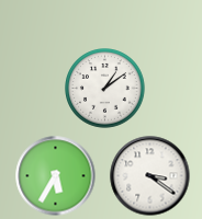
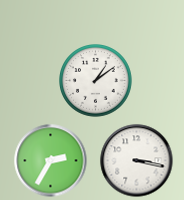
clock at (56, 176): 5:35 -> 2:35
clock at (150, 176): 3:21 -> 3:17
